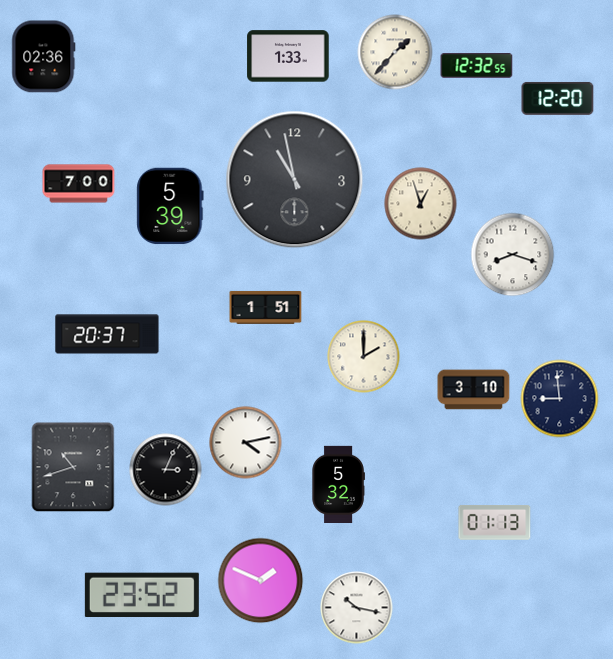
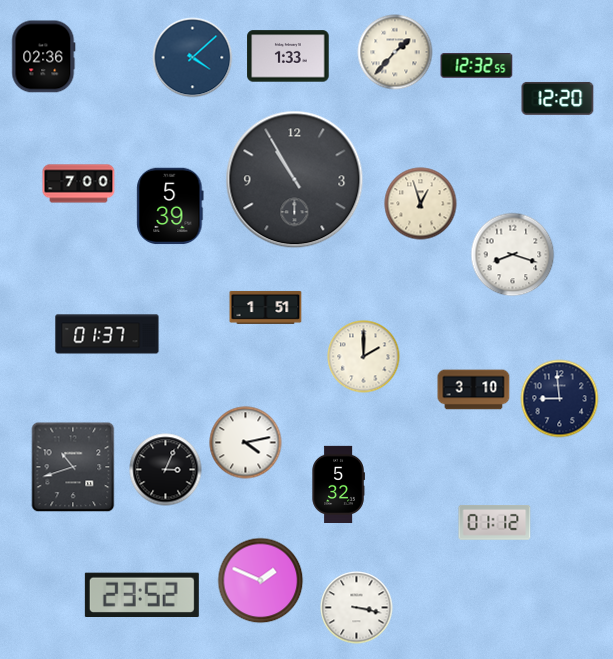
clock at (193, 58): none -> 4:08
clock at (295, 180): 10:58 -> 10:55
clock at (107, 334): 20:37 -> 01:37
clock at (495, 523): 01:13 -> 01:12
clock at (357, 608): 10:17 -> 3:17
